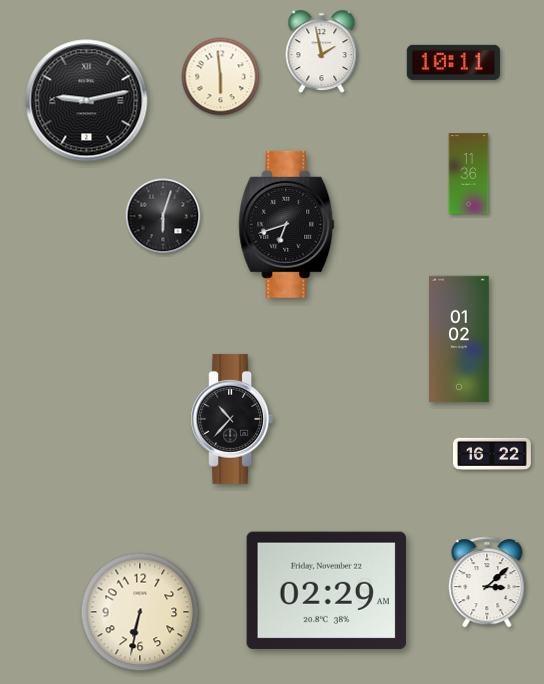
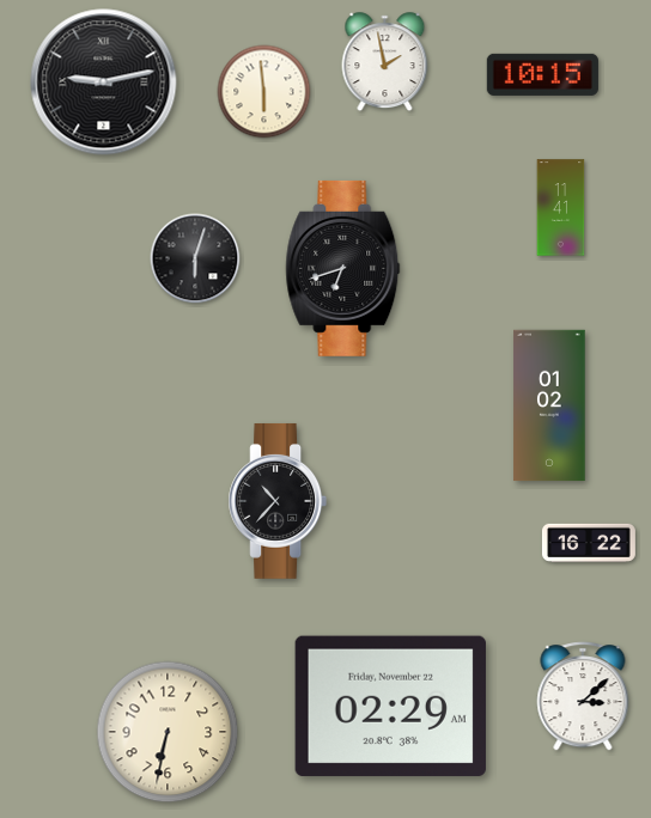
clock at (453, 62): 10:11 -> 10:15
clock at (87, 101) position: (87, 101) -> (104, 83)
clock at (469, 174): 11:36 -> 11:41
